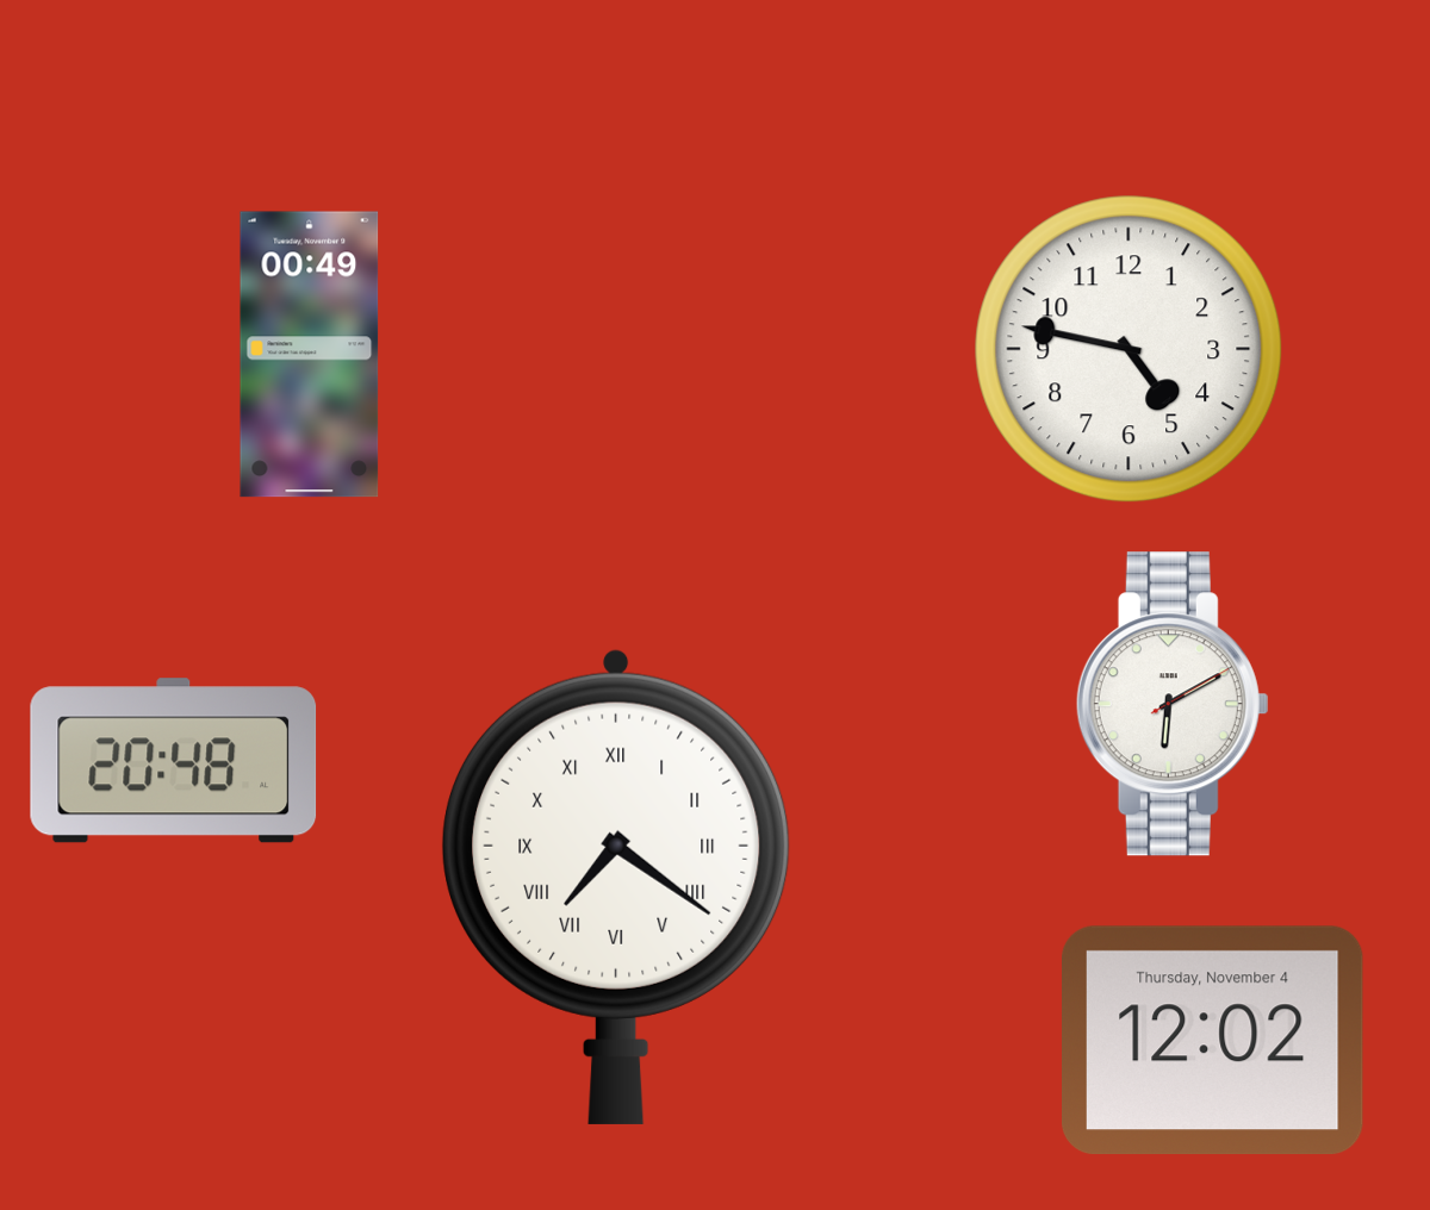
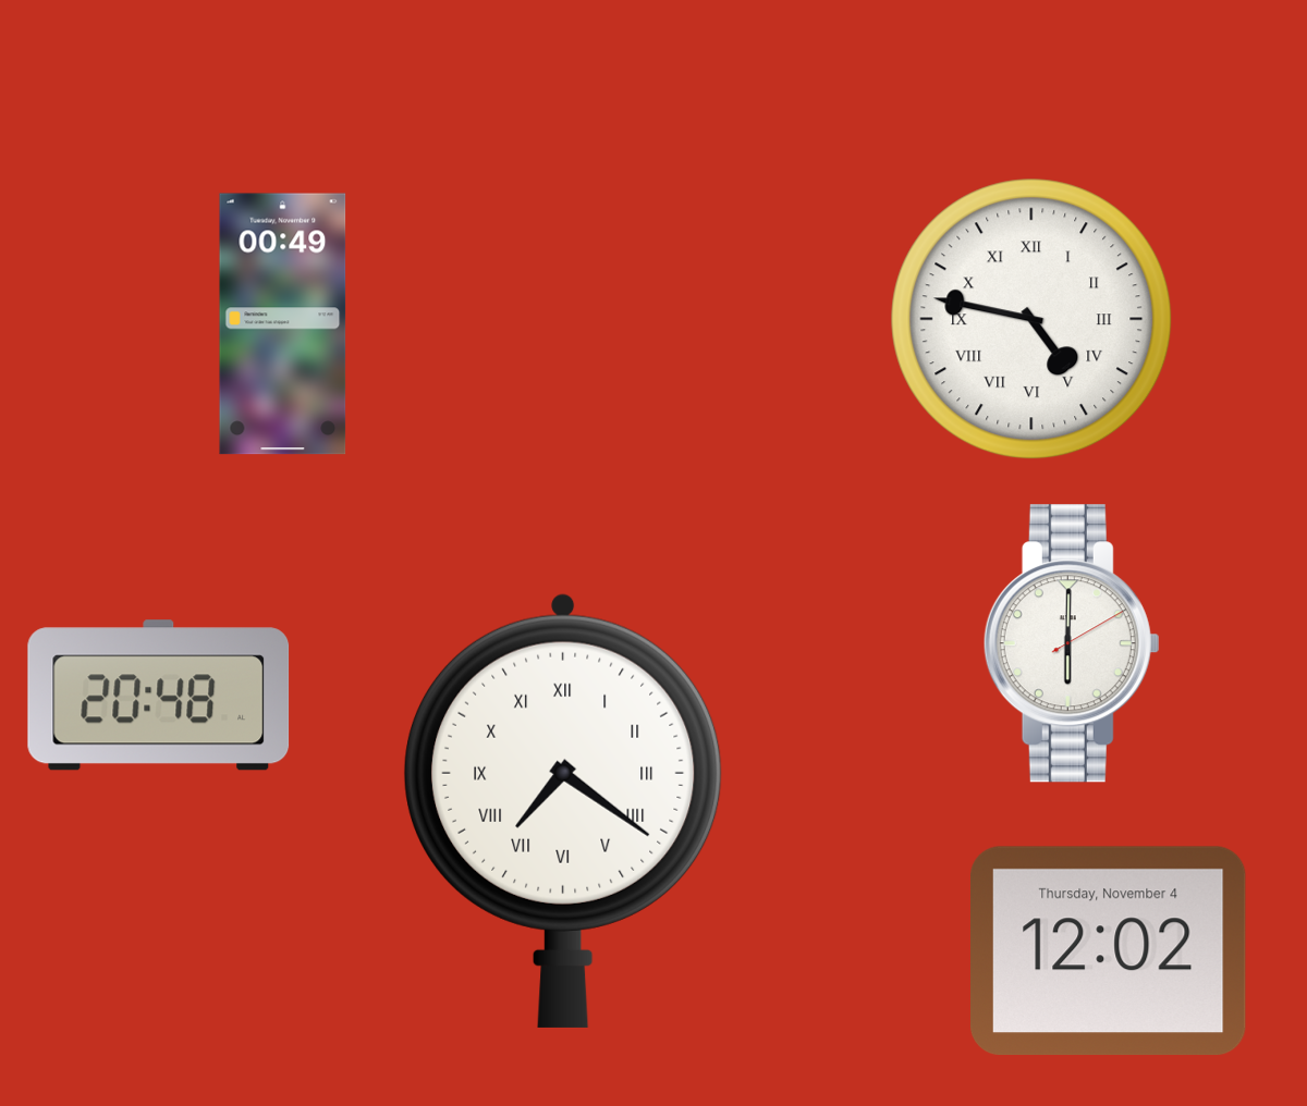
clock at (1129, 349) numerals: Arabic -> Roman
clock at (1173, 704): 6:10 -> 6:00
